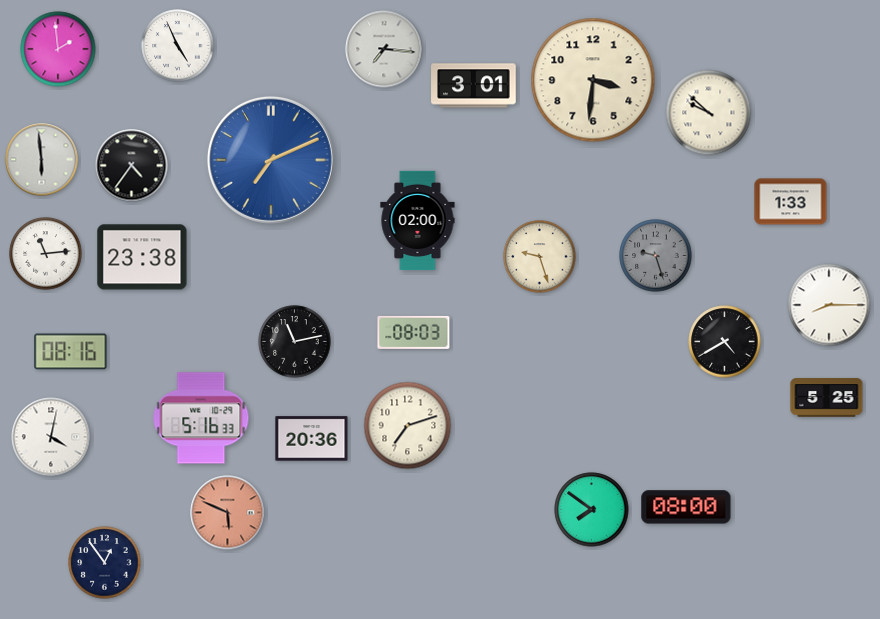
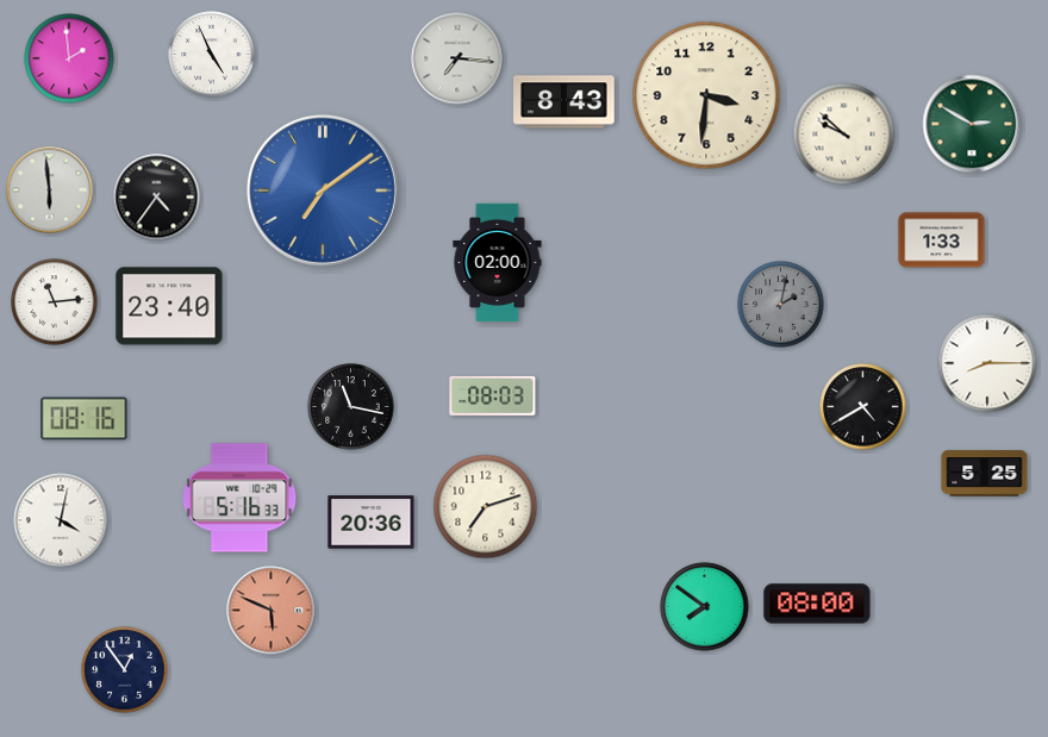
clock at (474, 86): 3:01 -> 8:43
clock at (972, 124): none -> 2:50
clock at (271, 160): 7:11 -> 7:09
clock at (656, 256): 9:27 -> 2:02
clock at (142, 257): 23:38 -> 23:40
clock at (540, 257): 9:27 -> none
clock at (295, 342): 11:13 -> 11:17
